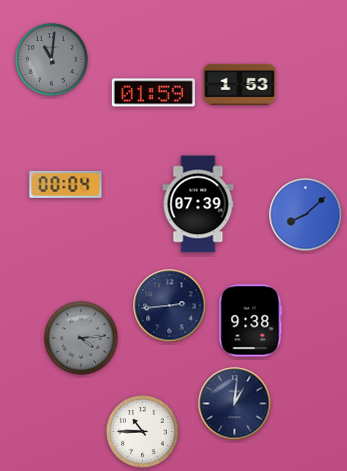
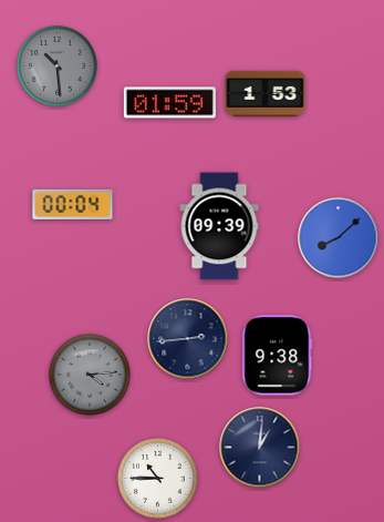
clock at (52, 60): 11:01 -> 10:29
clock at (198, 204): 07:39 -> 09:39
